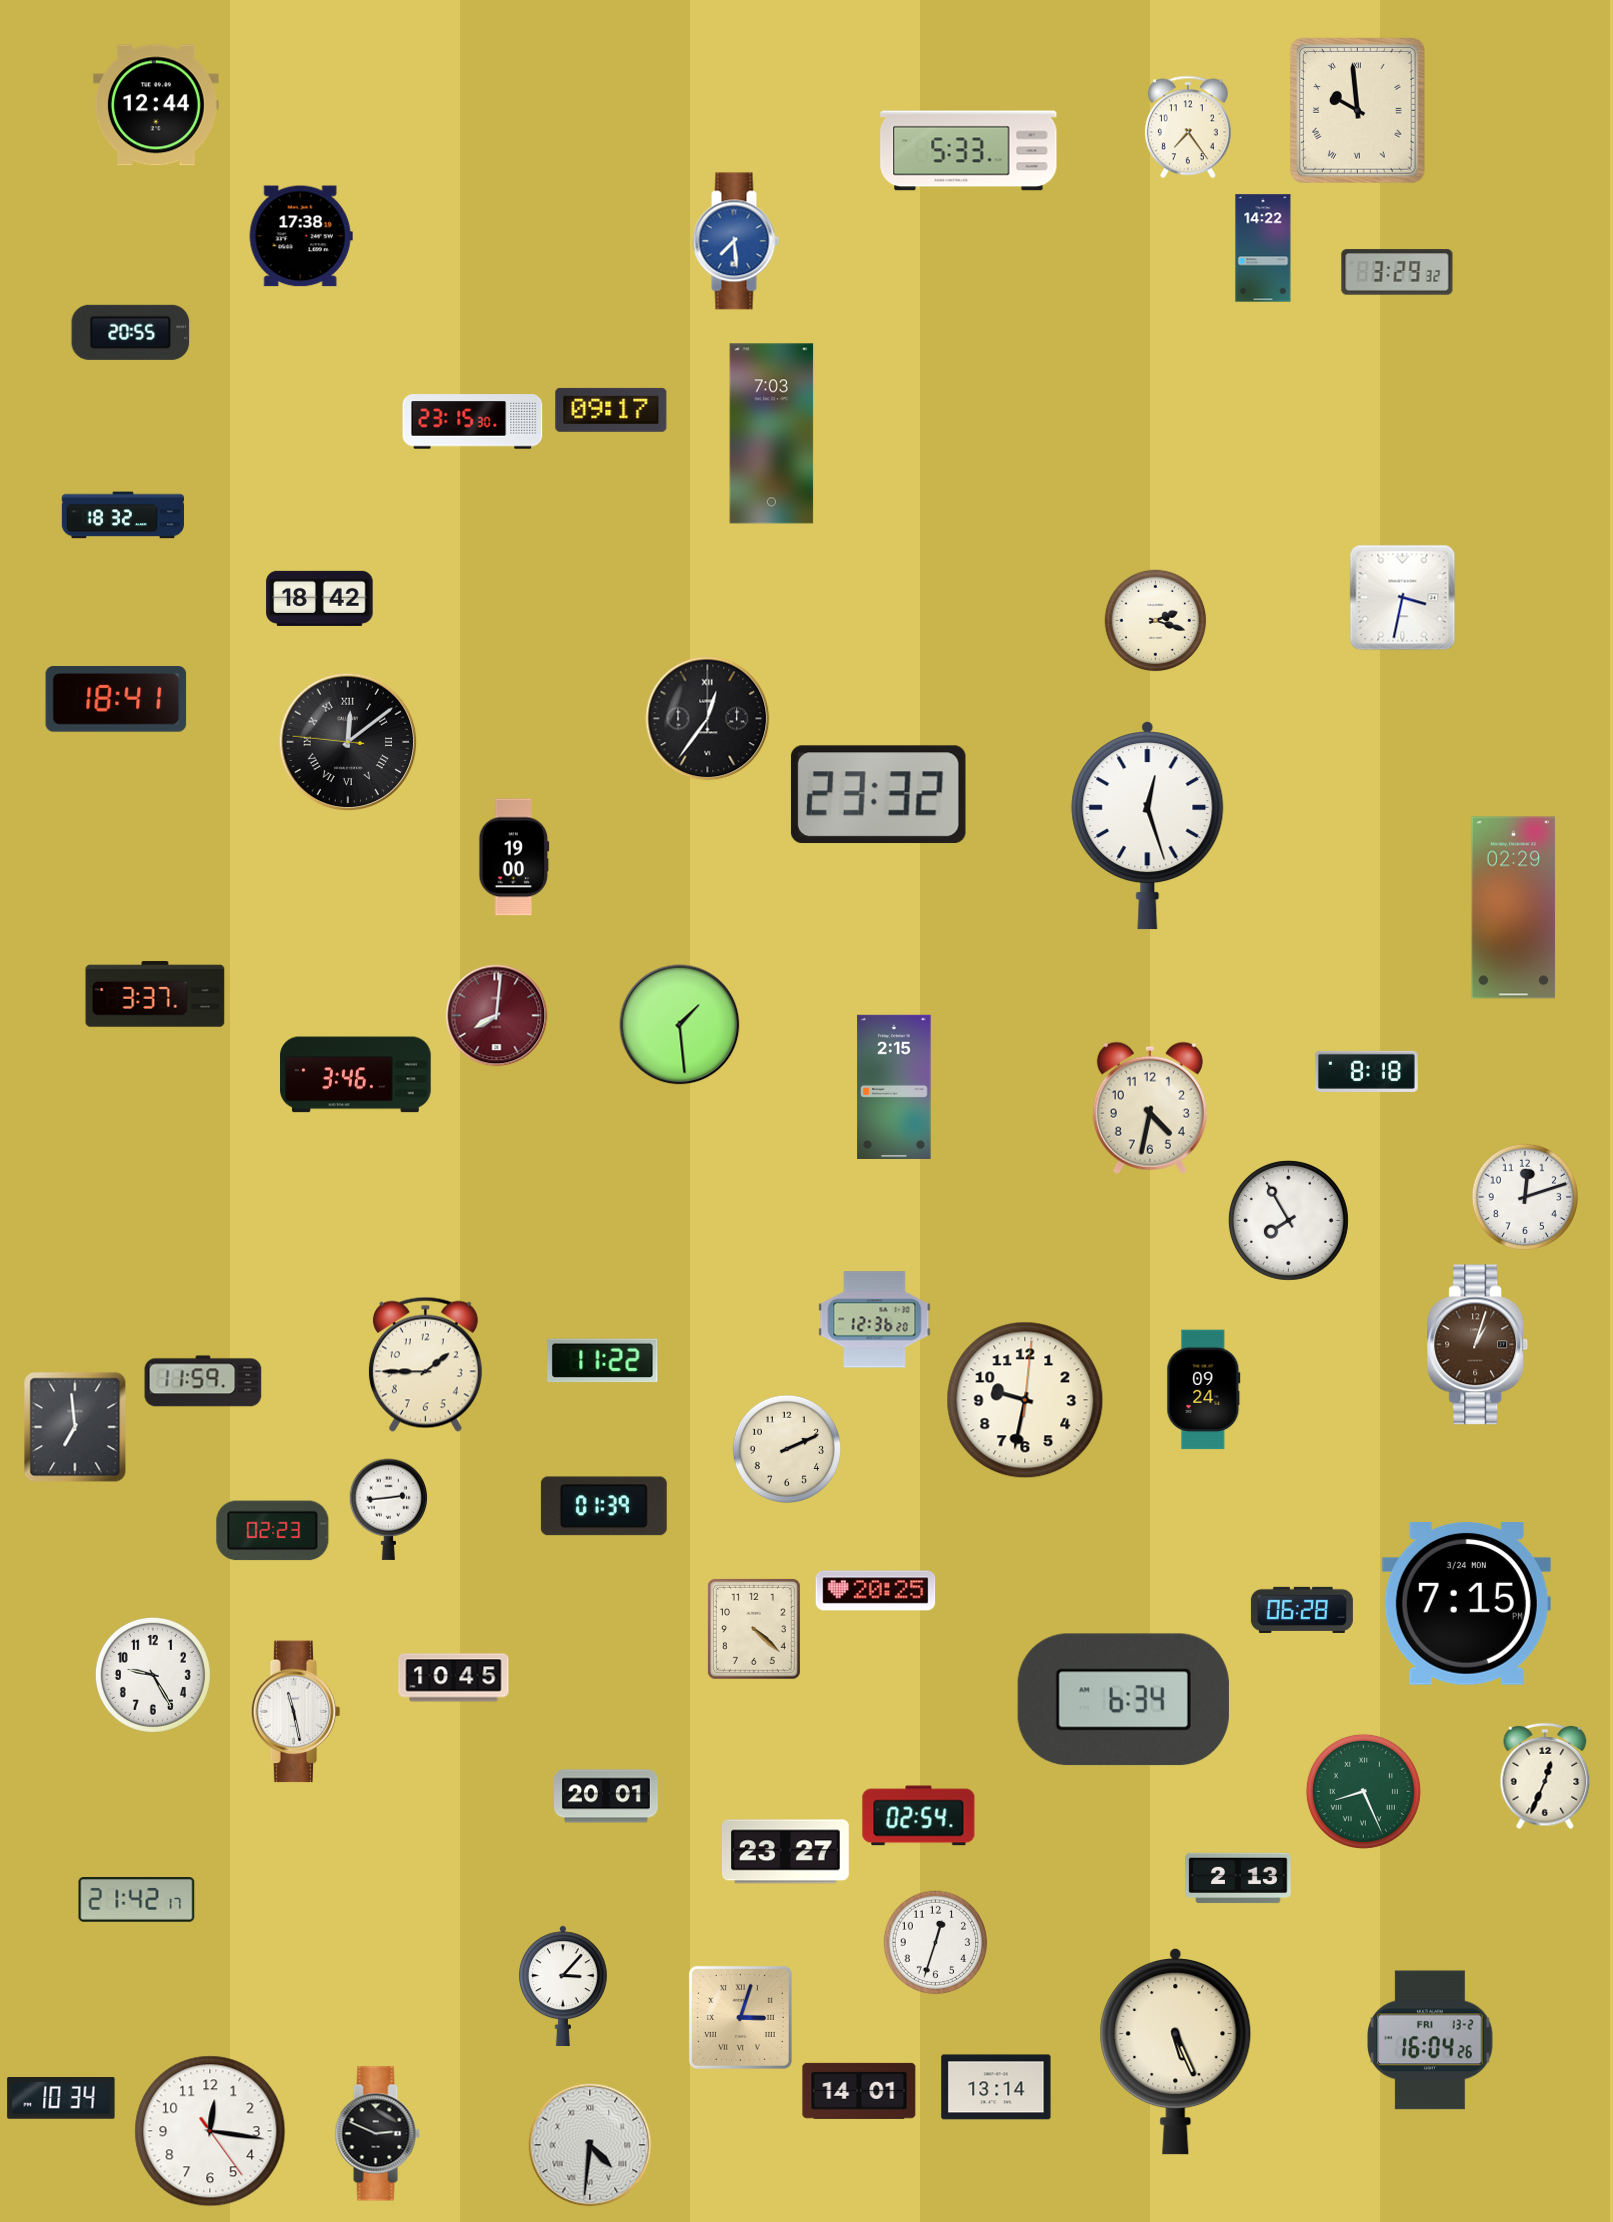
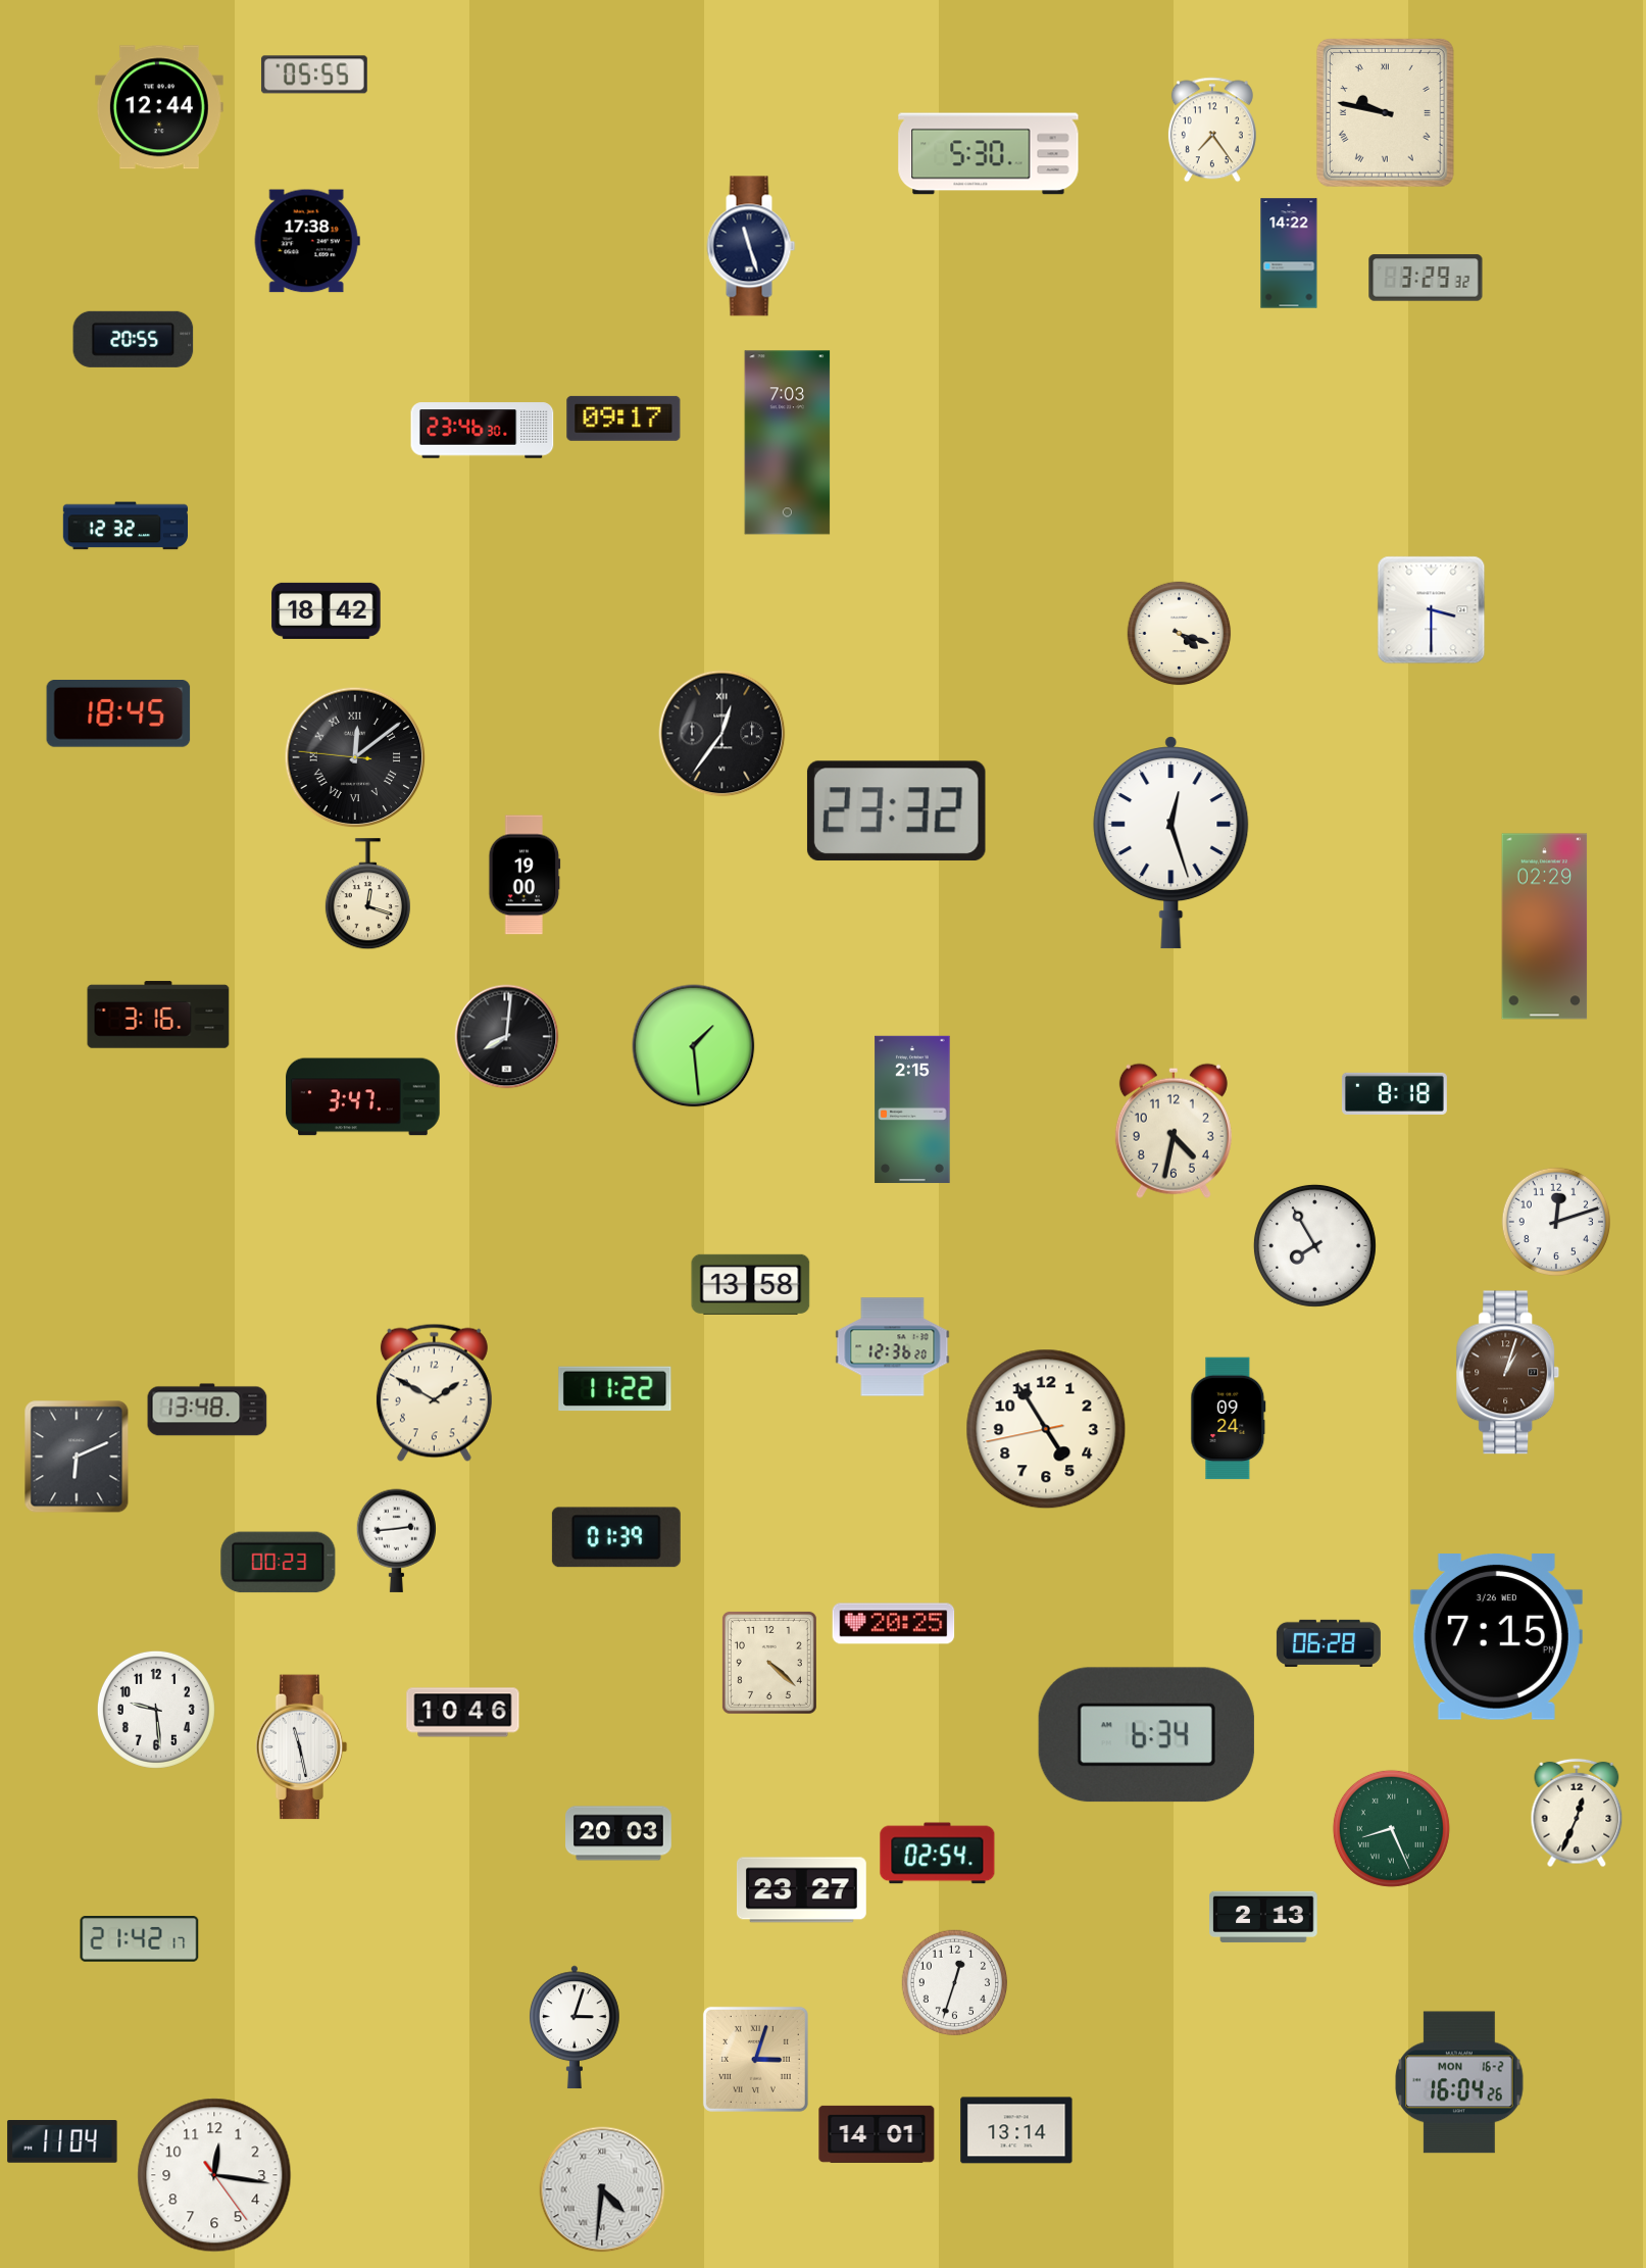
clock at (314, 75): none -> 05:55
clock at (1357, 110): 9:59 -> 9:47
clock at (969, 151): 5:33 -> 5:30
clock at (736, 241): 7:29 -> 11:27
clock at (736, 241) dial: blue -> navy
clock at (473, 422): 23:15 -> 23:46
clock at (123, 515): 18:32 -> 12:32
clock at (1403, 598): 3:32 -> 3:30
clock at (1156, 621): 2:18 -> 4:18
clock at (116, 700): 18:41 -> 18:45
clock at (367, 894): none -> 12:18
clock at (155, 994): 3:37 -> 3:16
clock at (497, 1016) dial: burgundy -> black
clock at (356, 1075): 3:46 -> 3:47
clock at (751, 1284): none -> 13:58
clock at (425, 1364): 1:45 -> 1:50
clock at (203, 1381): 11:59 -> 13:48
clock at (1025, 1400): 9:32 -> 4:54
clock at (75, 1427): 6:59 -> 6:11
clock at (787, 1449): 2:11 -> none
clock at (273, 1531): 02:23 -> 00:23
clock at (1466, 1604) date: 3/24 MON -> 3/26 WED
clock at (153, 1675): 9:25 -> 9:29
clock at (454, 1678): 10:45 -> 10:46
clock at (607, 1796): 20:01 -> 20:03
clock at (563, 1986): 3:07 -> 3:03
clock at (1430, 2040) date: FRI 13-2 -> MON 16-2
clock at (1176, 2051): 5:26 -> none
clock at (61, 2099): 10:34 -> 11:04
clock at (377, 2134): 2:49 -> none
